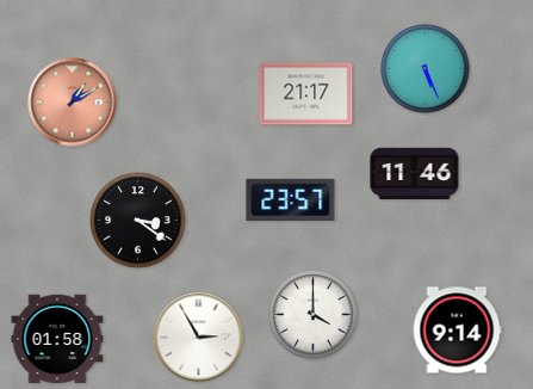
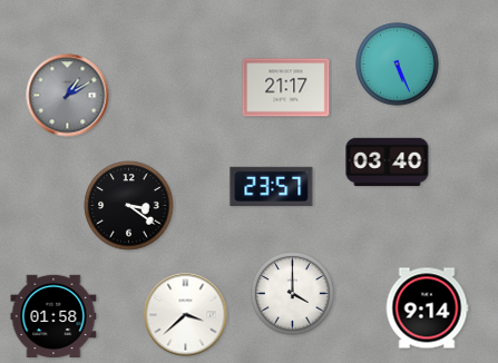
clock at (73, 103) dial: salmon -> grey
clock at (415, 174): 11:46 -> 03:40
clock at (199, 338): 2:55 -> 3:38
